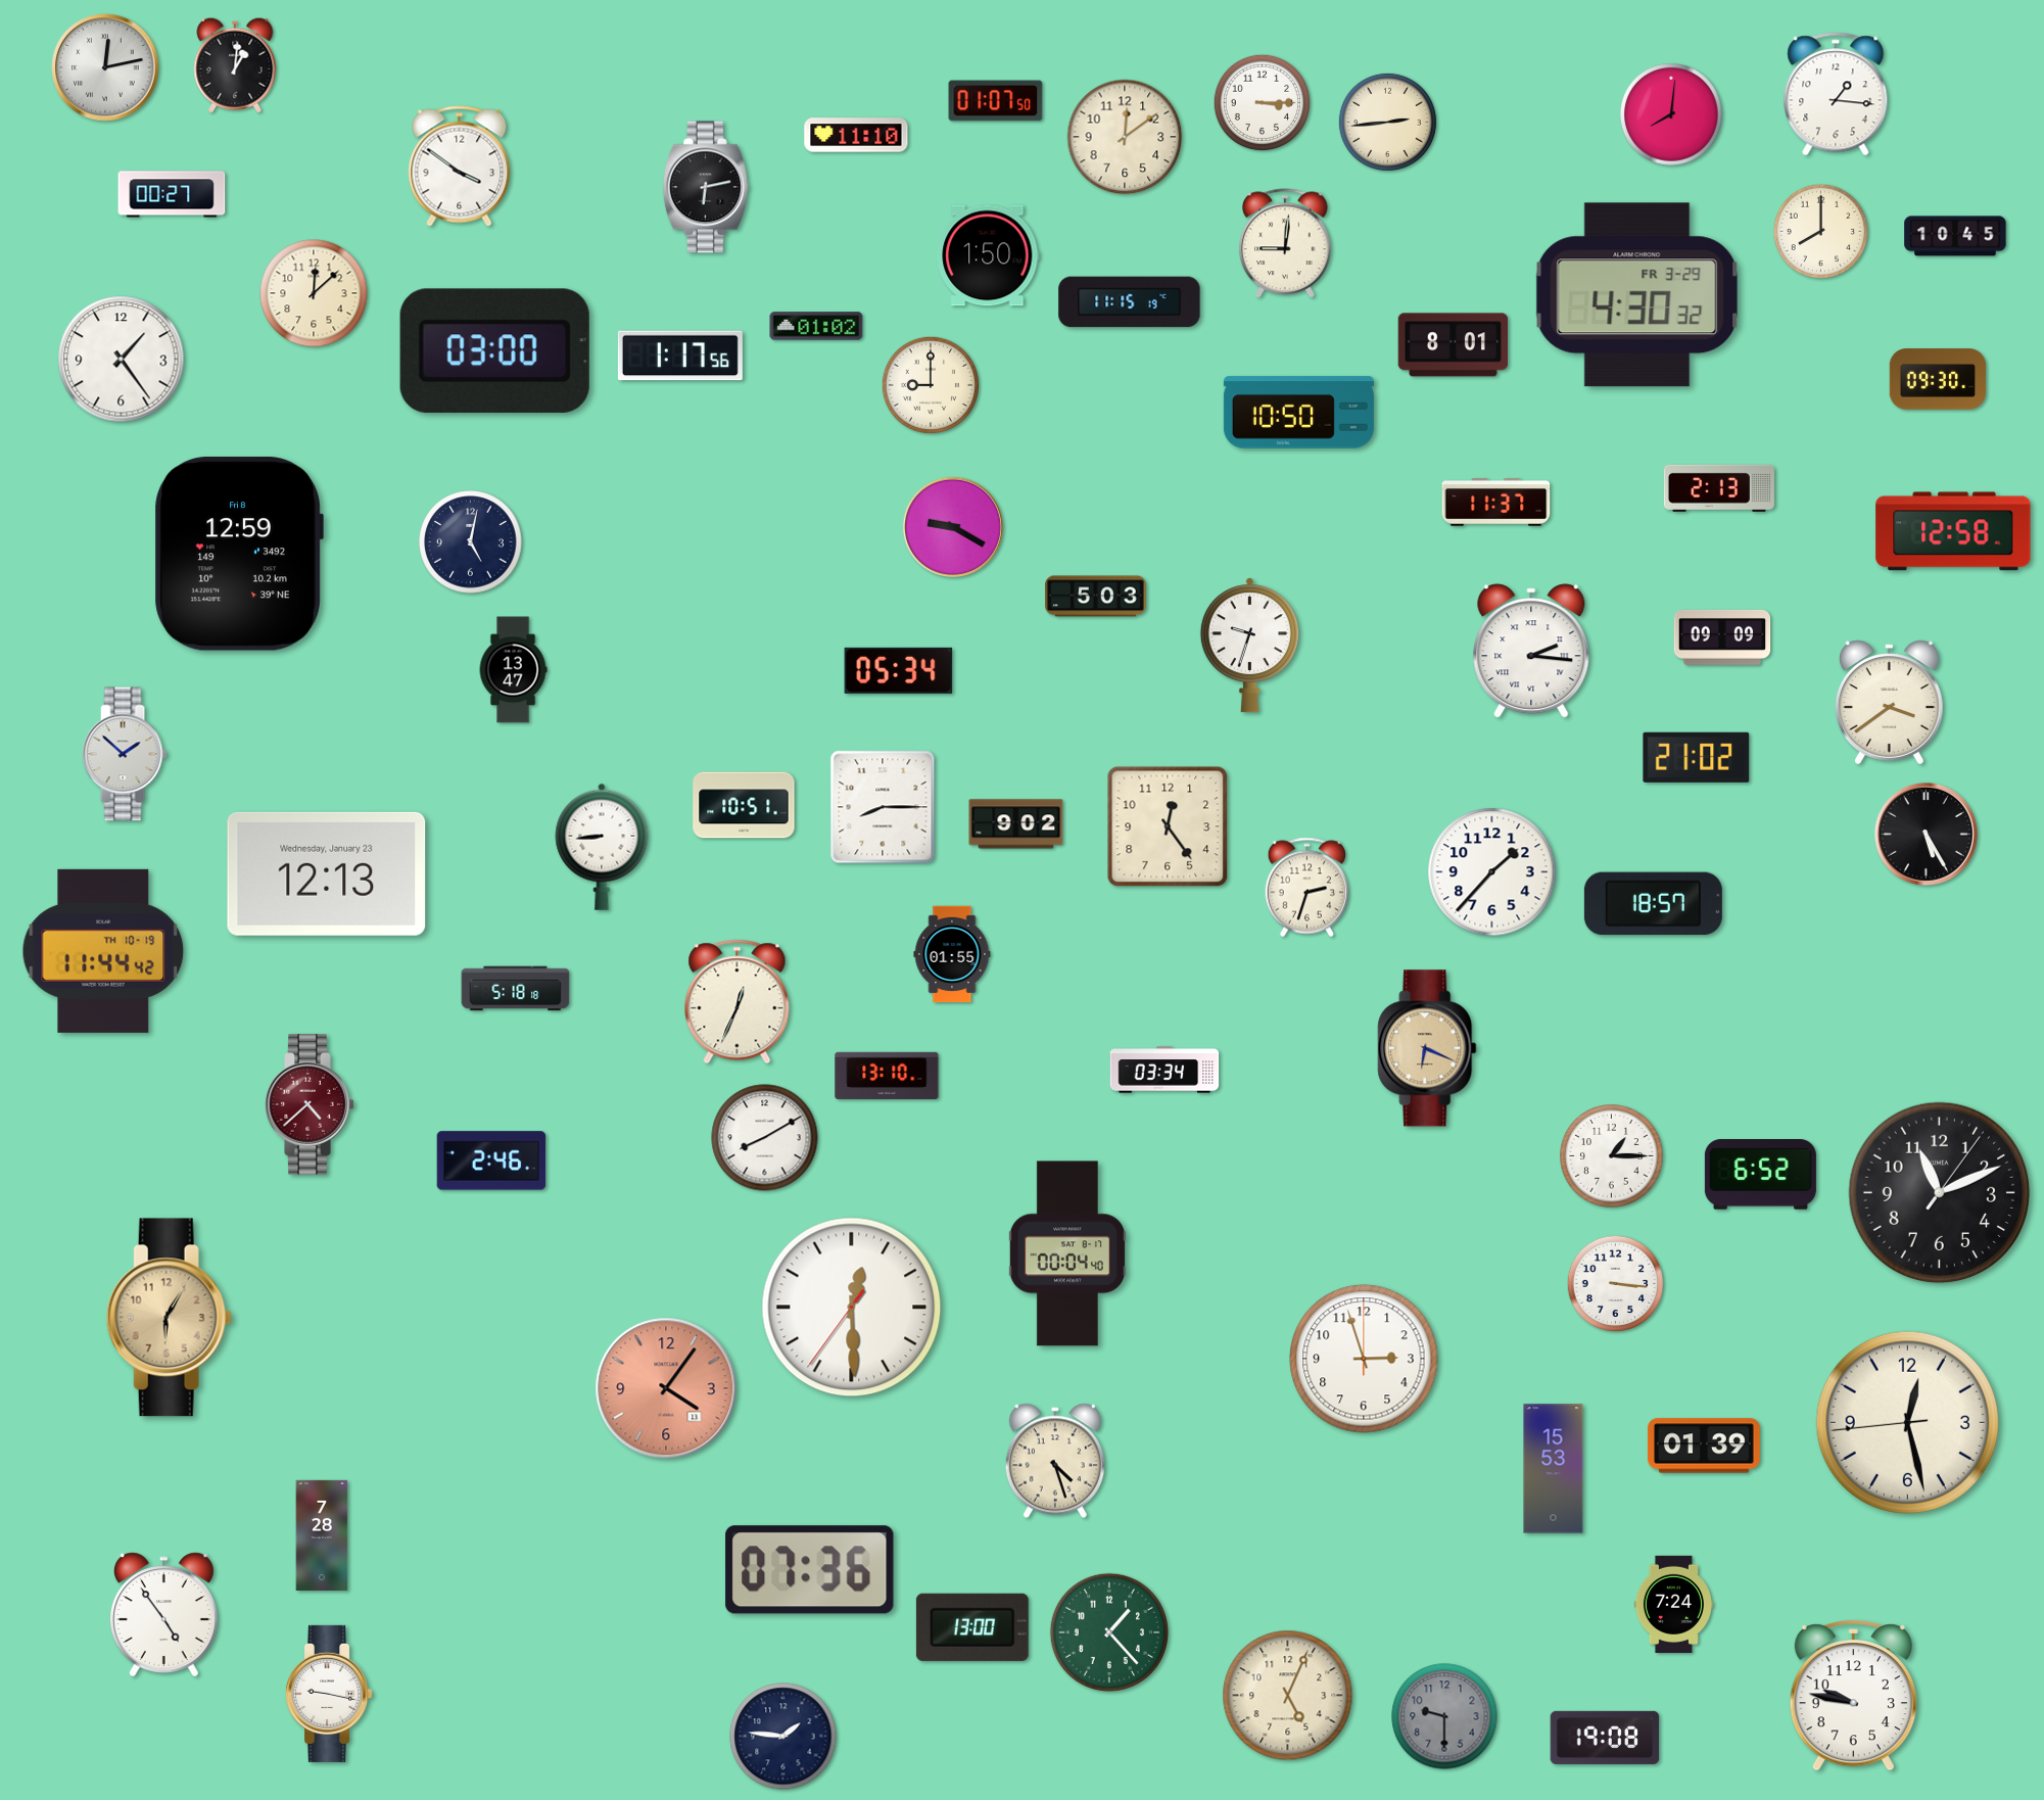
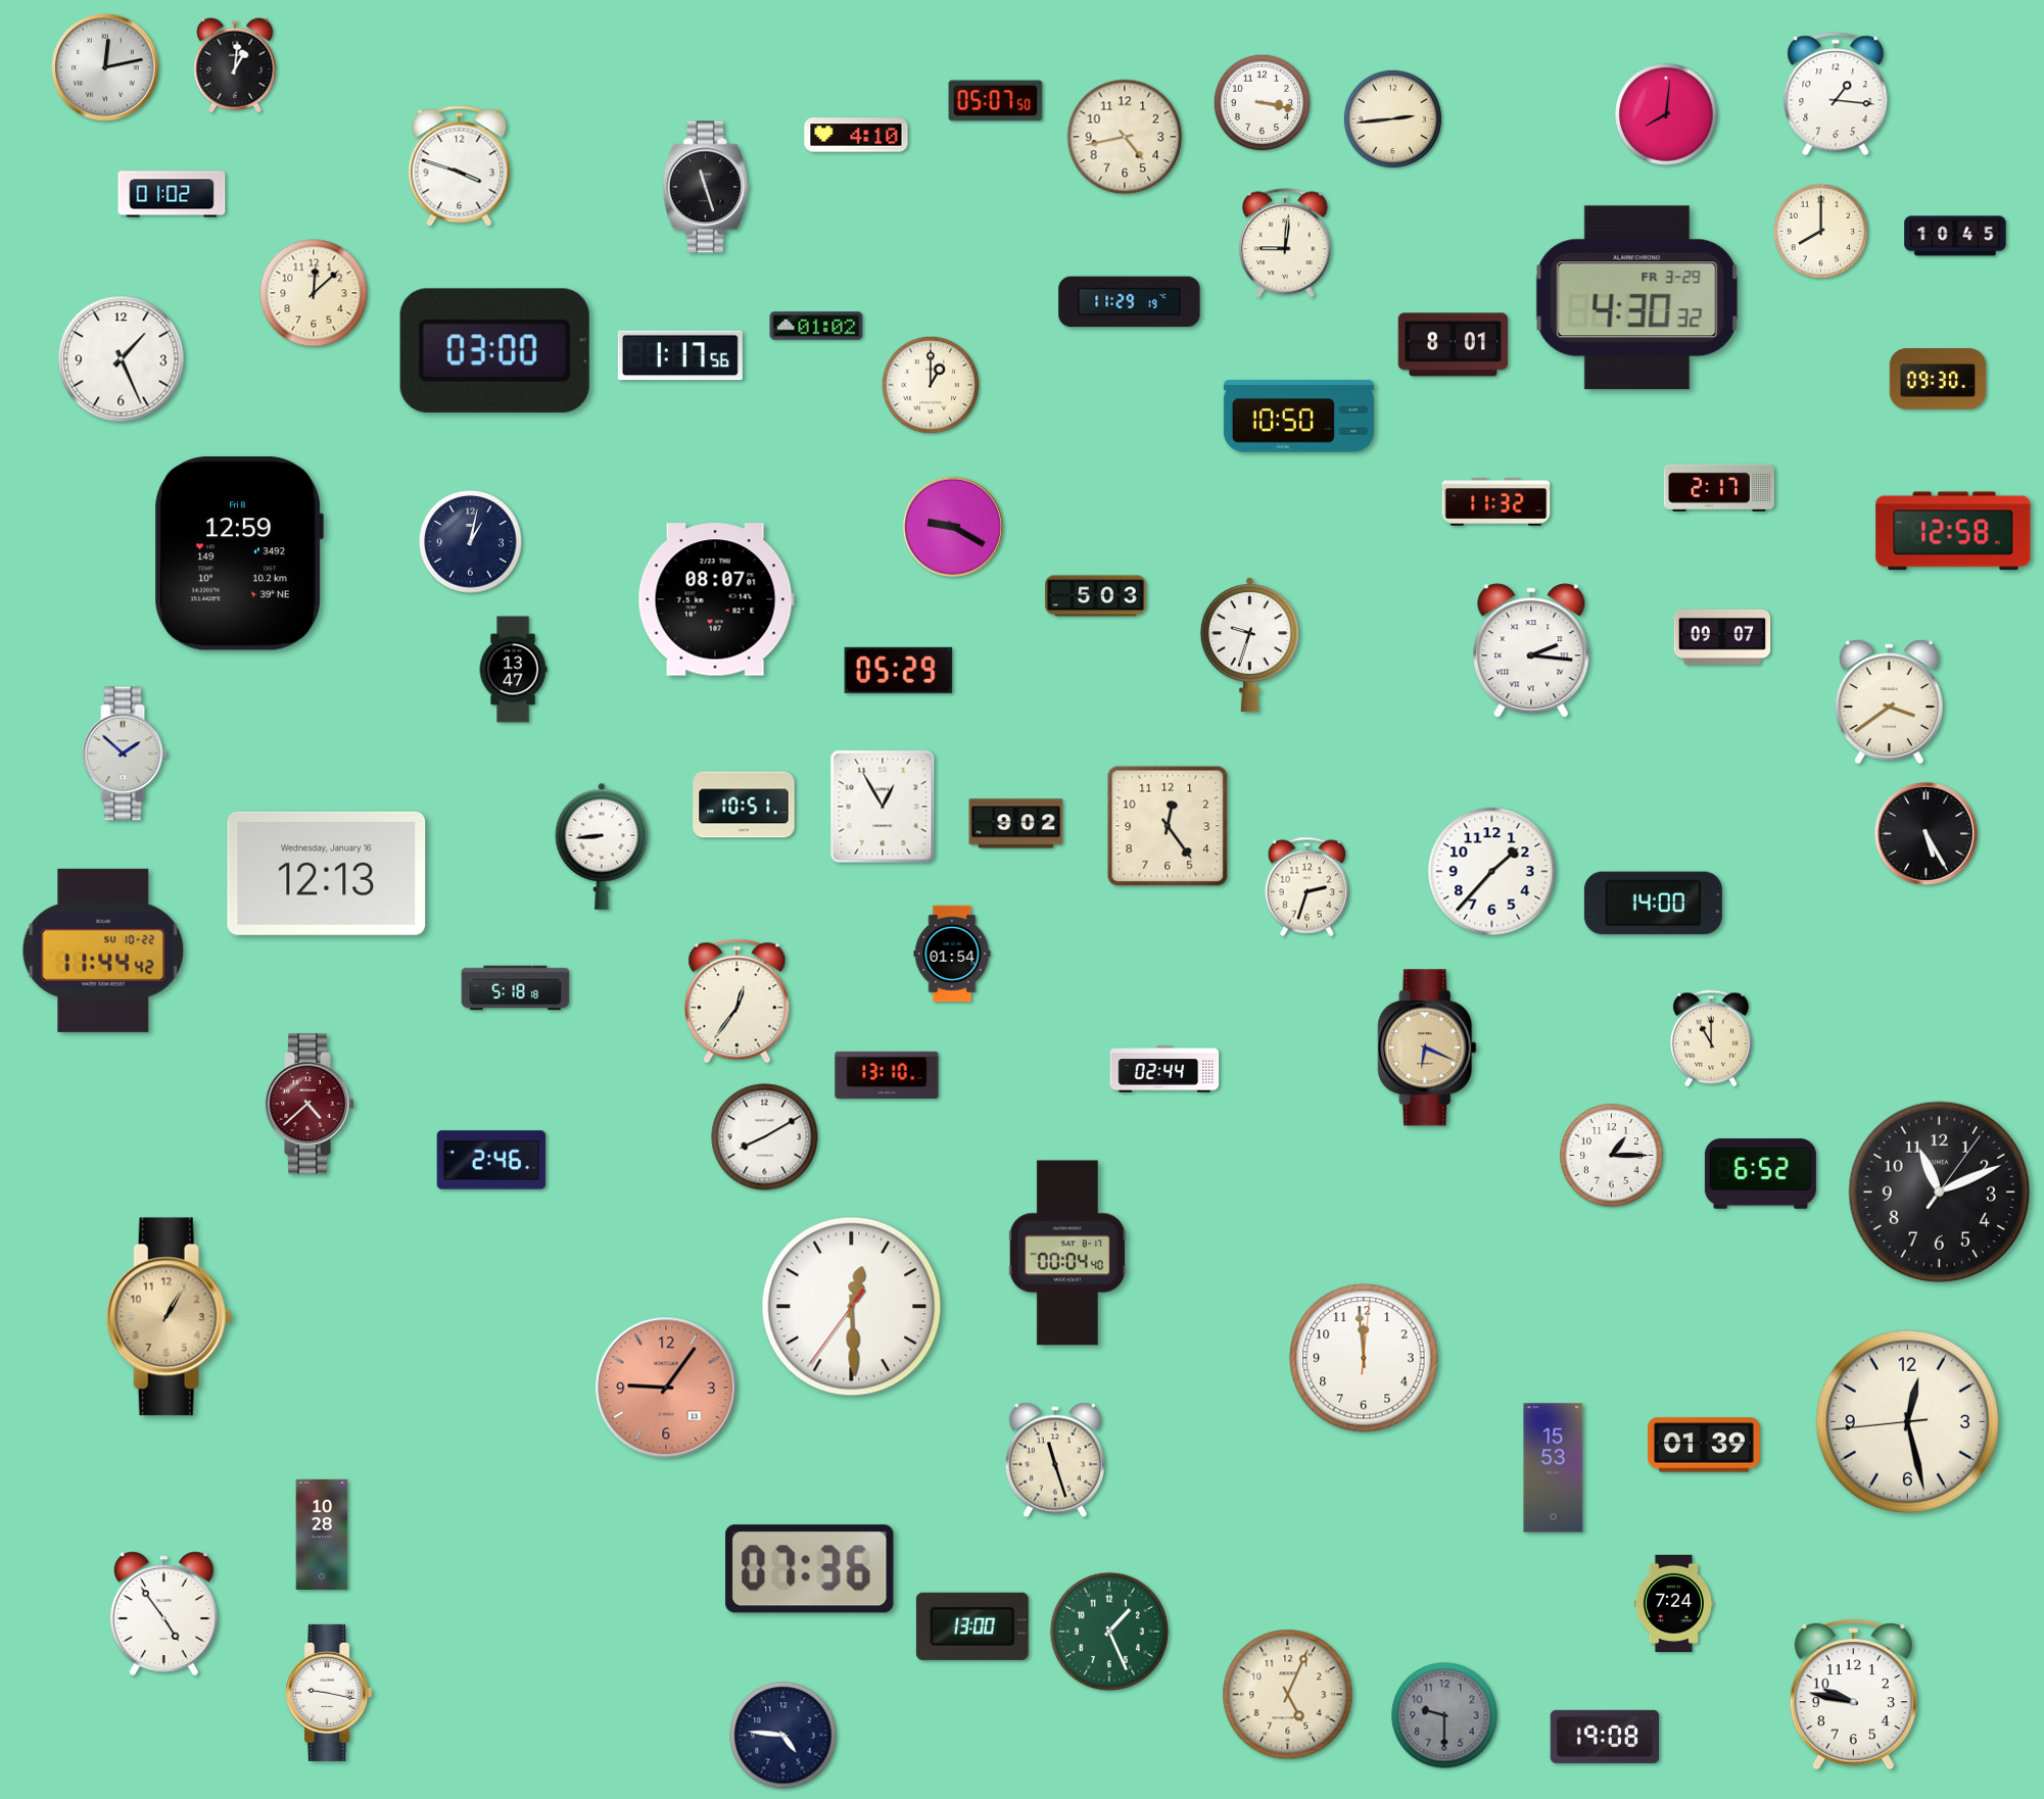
clock at (996, 101): 01:07 -> 05:07
clock at (1263, 103): 3:15 -> 3:17
clock at (1671, 114) position: (1671, 114) -> (1666, 114)
clock at (1387, 122) position: (1387, 122) -> (1392, 118)
clock at (856, 135): 11:10 -> 4:10
clock at (1125, 137): 12:09 -> 4:43
clock at (460, 167): 3:51 -> 3:48
clock at (706, 187): 6:13 -> 11:27
clock at (172, 194): 00:27 -> 01:02
clock at (988, 255): 1:50 -> none
clock at (1637, 295) position: (1637, 295) -> (1637, 298)
clock at (1130, 302): 11:15 -> 11:29
clock at (122, 360): 1:24 -> 1:26
clock at (931, 385): 9:00 -> 1:00
clock at (1298, 413) position: (1298, 413) -> (1298, 417)
clock at (1719, 488): 2:13 -> 2:17
clock at (1496, 503): 11:37 -> 11:32
clock at (471, 542): 5:02 -> 1:02
clock at (716, 599): none -> 08:07
clock at (1722, 637): 09:09 -> 09:07
clock at (899, 670): 05:34 -> 05:29
clock at (1697, 757): 21:02 -> none
clock at (883, 807): 8:15 -> 12:55
clock at (327, 873) date: Wednesday, January 23 -> Wednesday, January 16
clock at (1653, 904): 18:57 -> 14:00
clock at (103, 951) date: TH 10-19 -> SU 10-22
clock at (952, 954): 01:55 -> 01:54
clock at (738, 1002): 12:34 -> 12:36
clock at (1711, 1038): none -> 11:00
clock at (1164, 1070): 03:34 -> 02:44
clock at (1616, 1284): 3:16 -> none
clock at (169, 1318): 6:05 -> 1:05
clock at (1364, 1359): 2:57 -> 11:59
clock at (666, 1388): 4:06 -> 9:06
clock at (1055, 1461): 4:27 -> 11:27
clock at (322, 1535): 7:28 -> 10:28
clock at (1109, 1632): 1:23 -> 1:26
clock at (783, 1737): 1:46 -> 4:46
